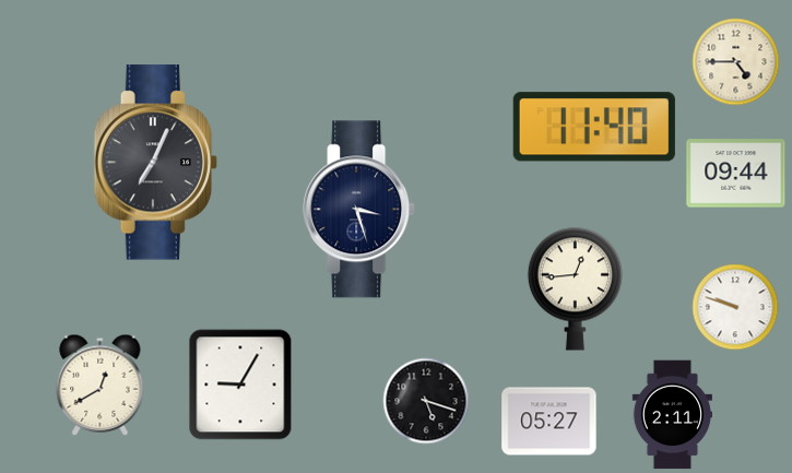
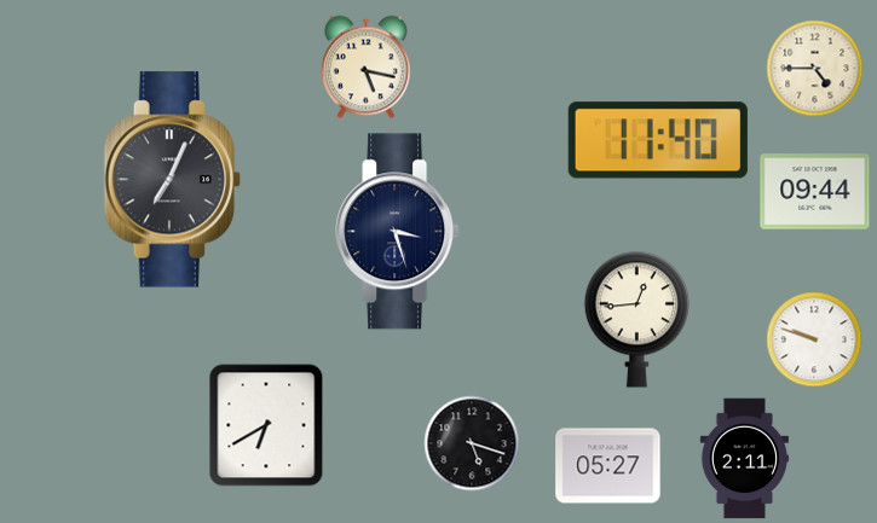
clock at (365, 68): none -> 5:17
clock at (101, 385): 12:40 -> none
clock at (240, 385): 9:05 -> 6:40
